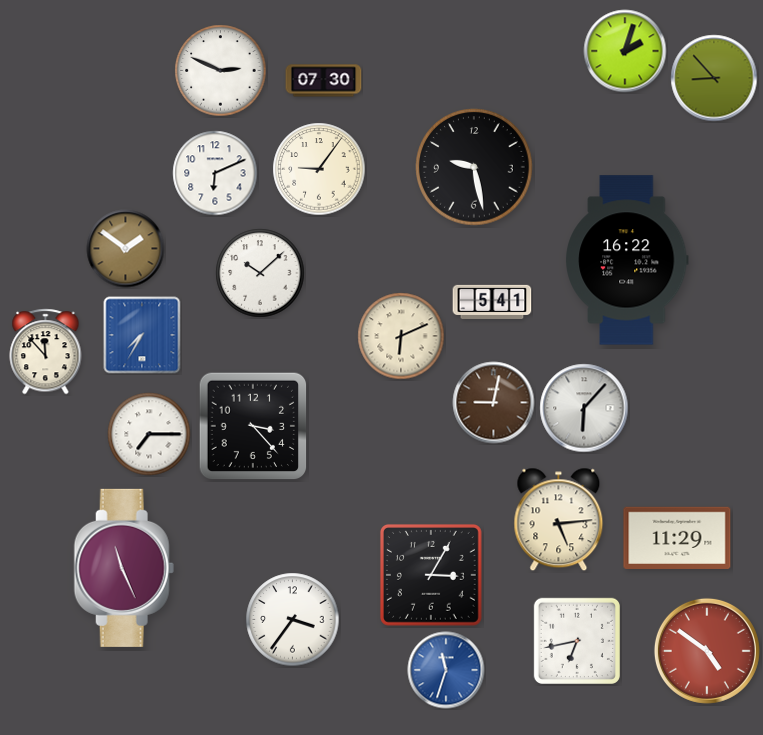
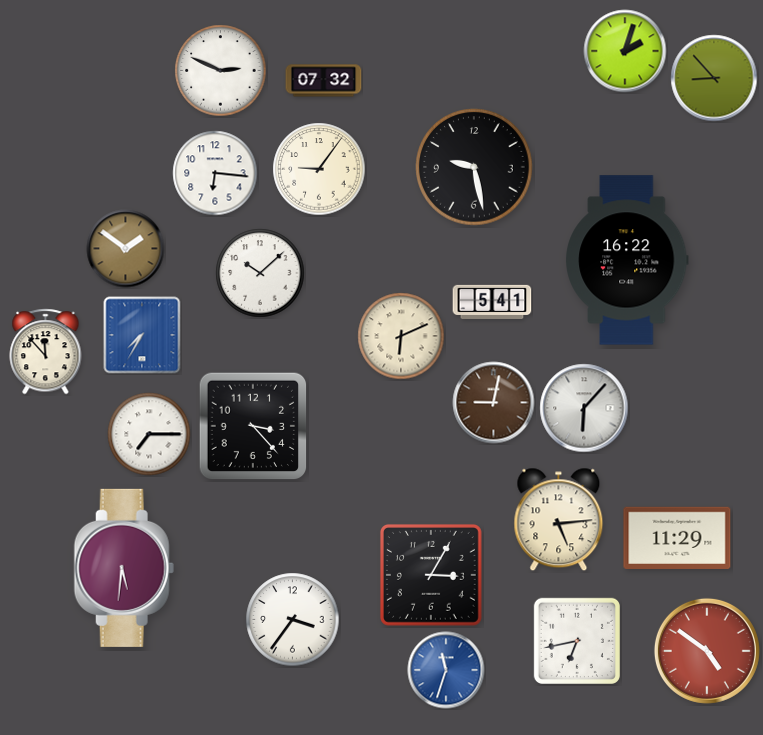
clock at (324, 81): 07:30 -> 07:32
clock at (215, 173): 6:11 -> 6:16
clock at (124, 568): 11:26 -> 5:31
